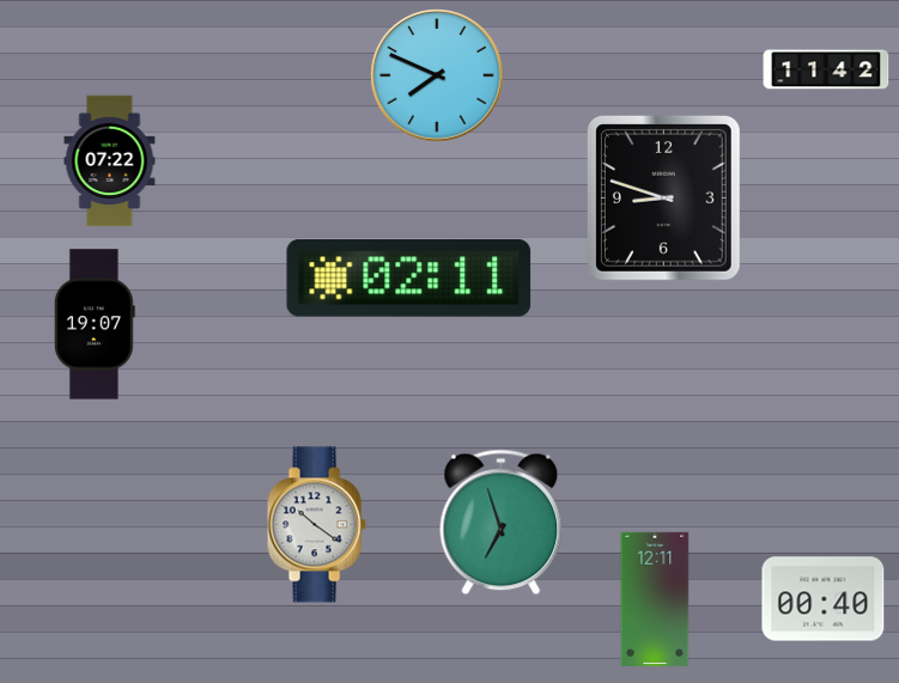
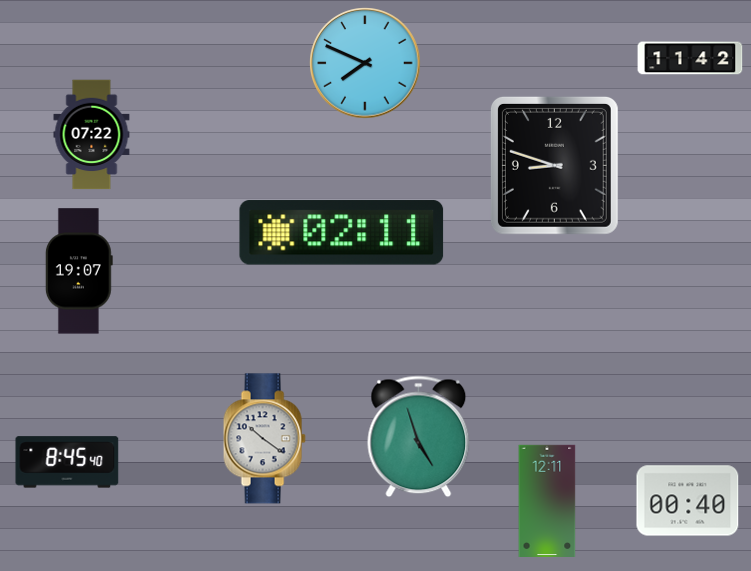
clock at (502, 523): 6:57 -> 4:57
clock at (67, 462): none -> 8:45
